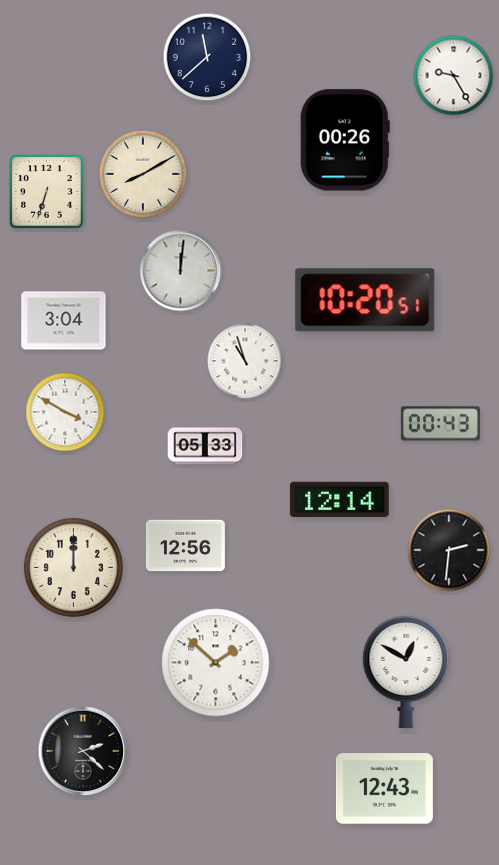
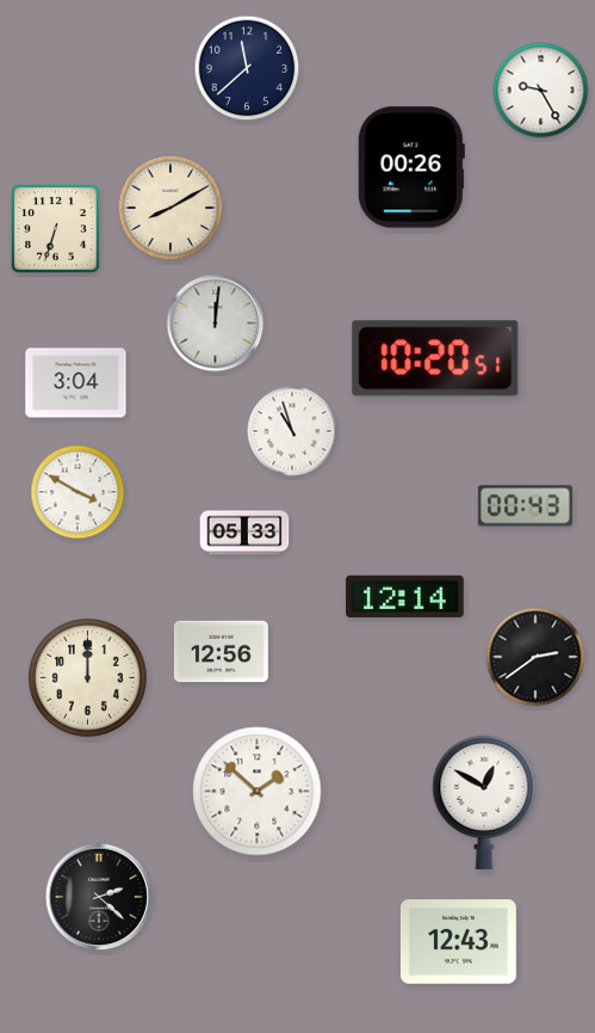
clock at (449, 550): 2:31 -> 2:39
